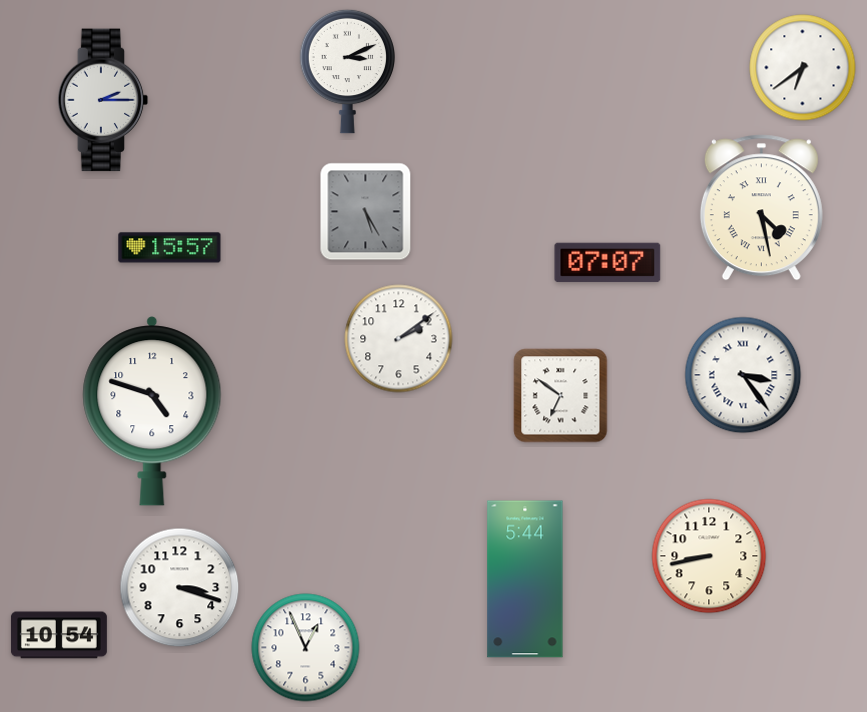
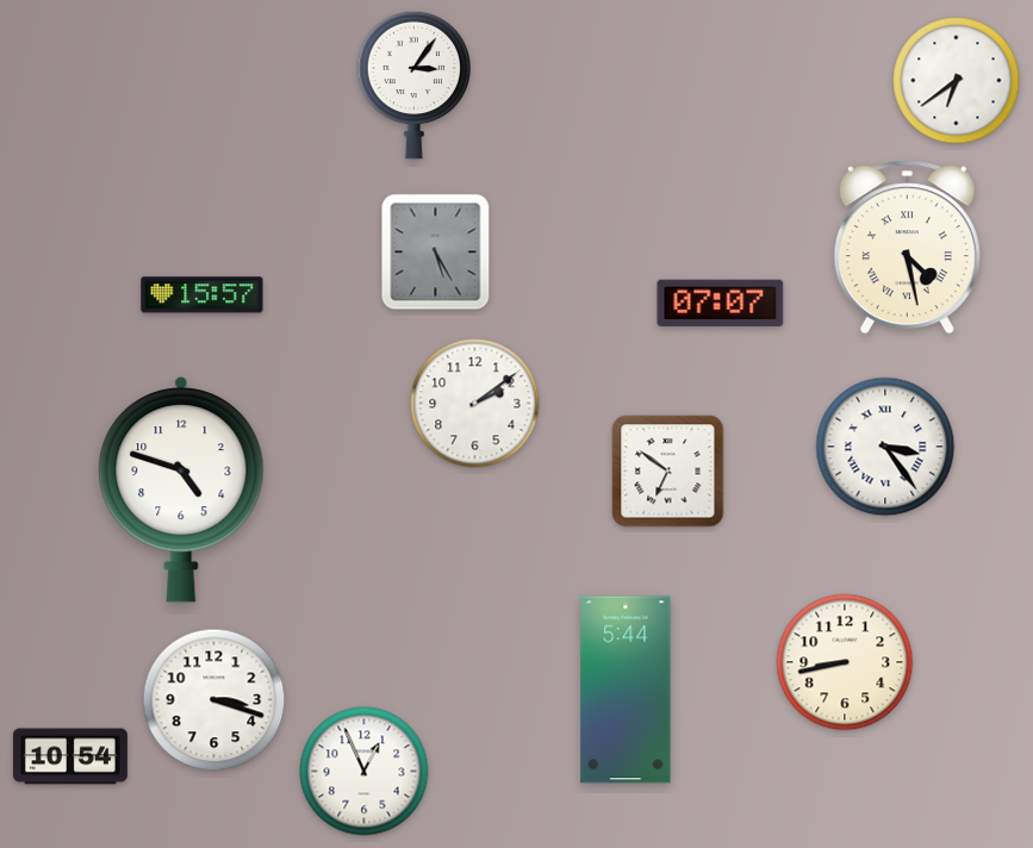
clock at (347, 71): 3:11 -> 3:06
clock at (103, 100): 2:15 -> none
clock at (608, 263) position: (608, 263) -> (721, 304)
